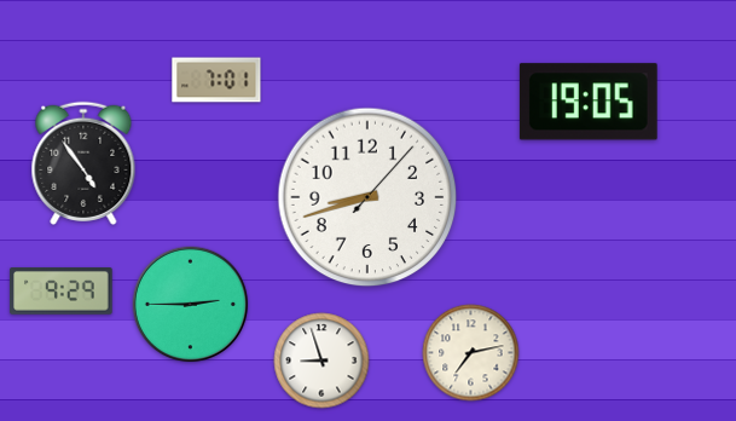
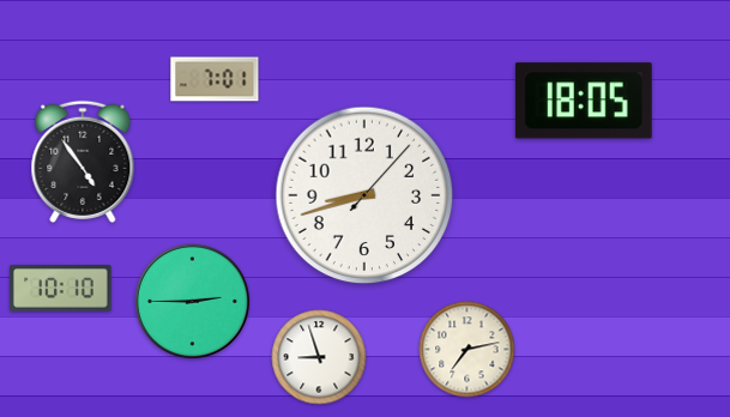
clock at (589, 102): 19:05 -> 18:05
clock at (62, 292): 9:29 -> 10:10
clock at (191, 305) position: (191, 305) -> (193, 302)
